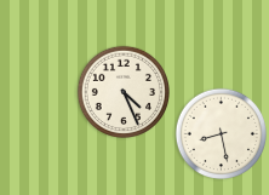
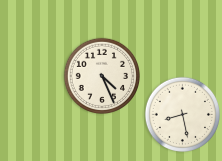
clock at (221, 133) position: (221, 133) -> (182, 114)
